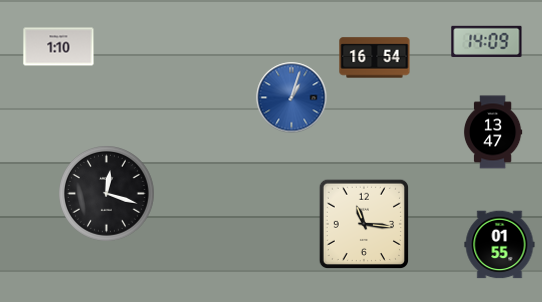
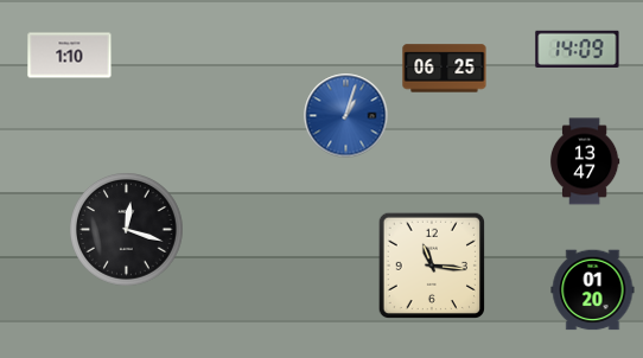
clock at (375, 58): 16:54 -> 06:25
clock at (493, 132) position: (493, 132) -> (585, 161)
clock at (500, 245): 01:55 -> 01:20
